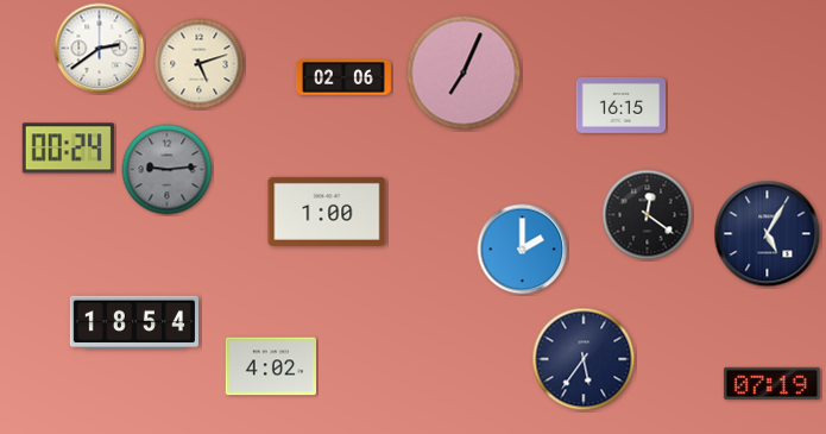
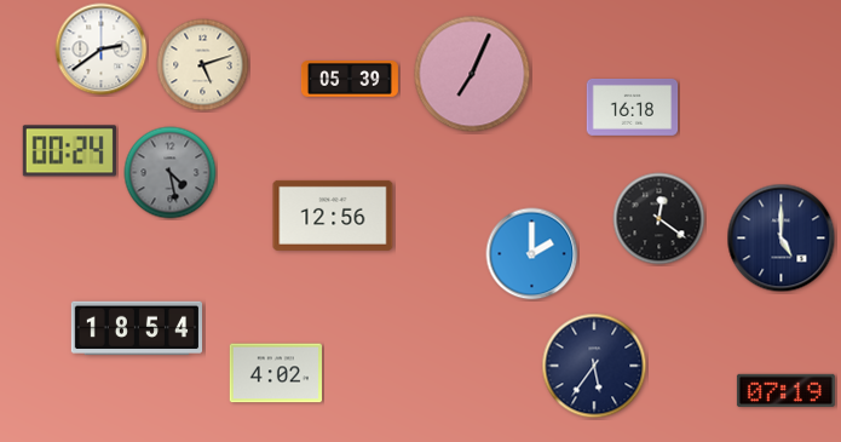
clock at (343, 77): 02:06 -> 05:39
clock at (622, 106): 16:15 -> 16:18
clock at (168, 170): 9:14 -> 4:28
clock at (327, 212): 1:00 -> 12:56
clock at (768, 234): 5:05 -> 5:00
